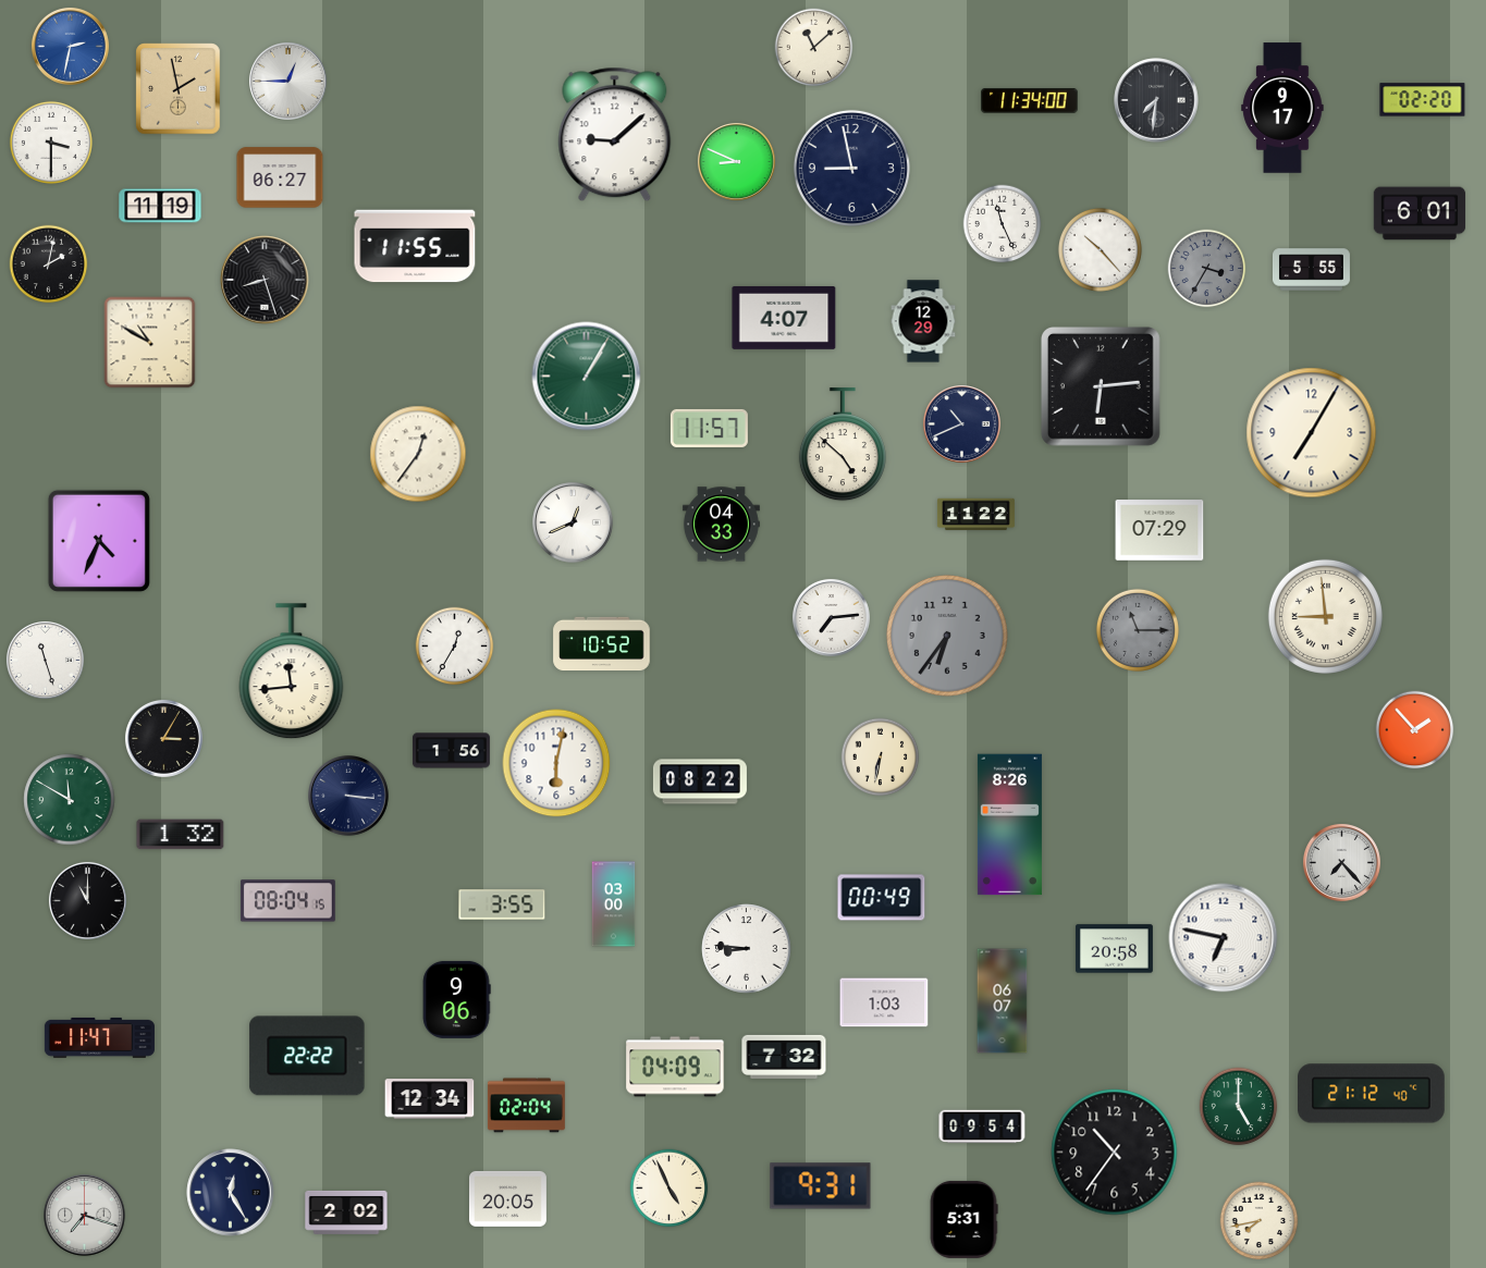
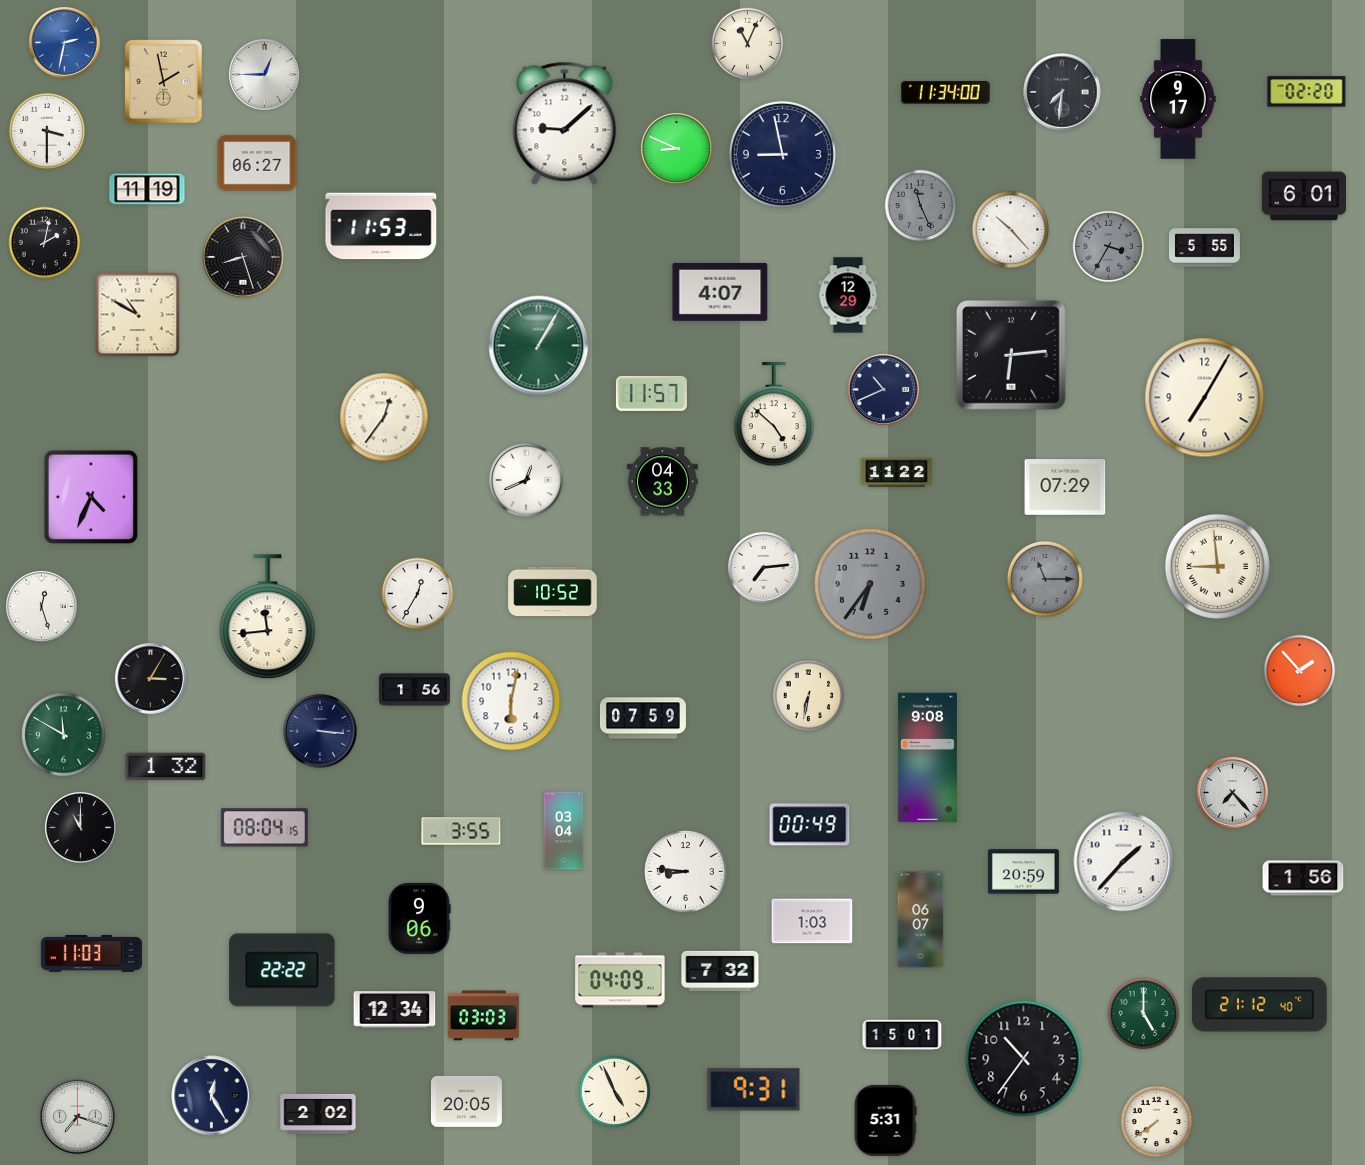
clock at (814, 48): 11:08 -> 11:04
clock at (1003, 224) dial: white -> grey
clock at (415, 246): 11:55 -> 11:53
clock at (843, 445) position: (843, 445) -> (774, 415)
clock at (45, 660): 11:27 -> 12:27
clock at (700, 781): 08:22 -> 07:59
clock at (1009, 825): 8:26 -> 9:08
clock at (614, 904): 03:00 -> 03:04
clock at (1224, 938): 6:47 -> 1:37
clock at (1114, 949): 20:58 -> 20:59
clock at (1303, 878): none -> 1:56
clock at (99, 1037): 11:47 -> 11:03
clock at (526, 1106): 02:04 -> 03:03
clock at (1239, 1107) position: (1239, 1107) -> (1144, 1014)
clock at (982, 1127): 09:54 -> 15:01
clock at (1260, 1221): 7:43 -> 7:39
